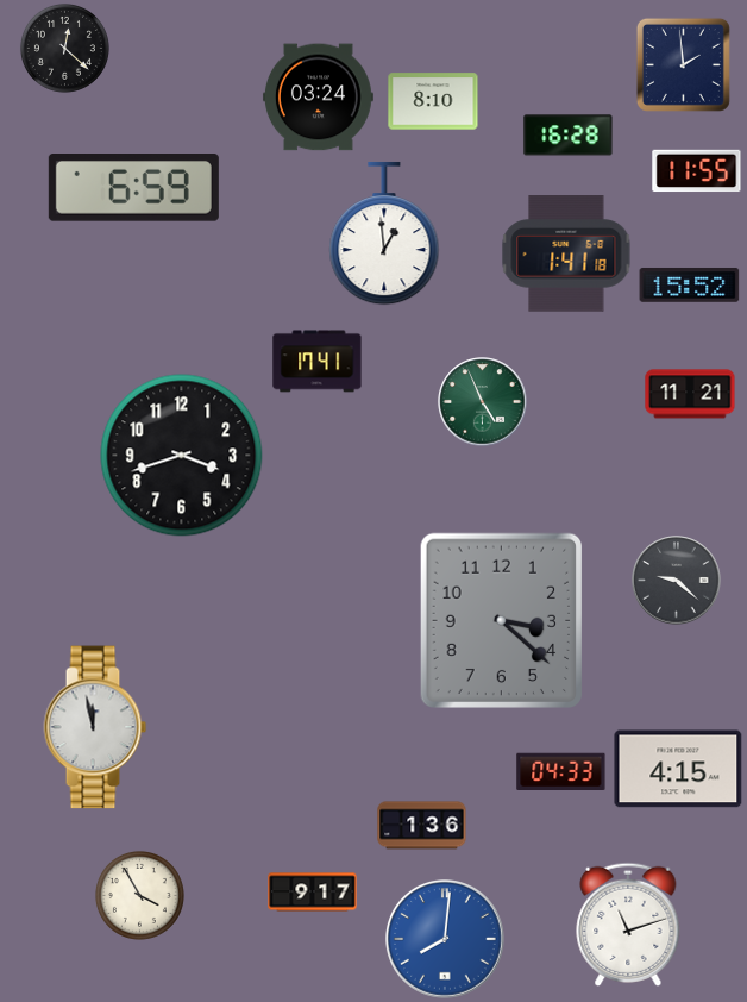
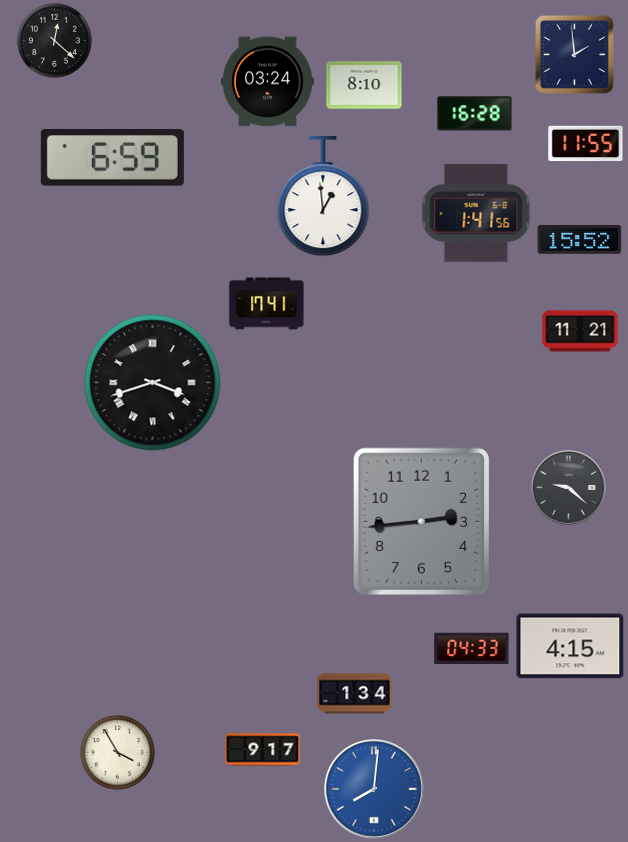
clock at (569, 136) position: (569, 136) -> (475, 114)
clock at (566, 253): 1:41:18 -> 1:41:56
clock at (483, 402): 4:56 -> none
clock at (182, 456) numerals: Arabic -> Roman
clock at (501, 620): 3:22 -> 2:44
clock at (95, 727): 11:58 -> none
clock at (422, 826): 1:36 -> 1:34
clock at (628, 925): 11:12 -> none
